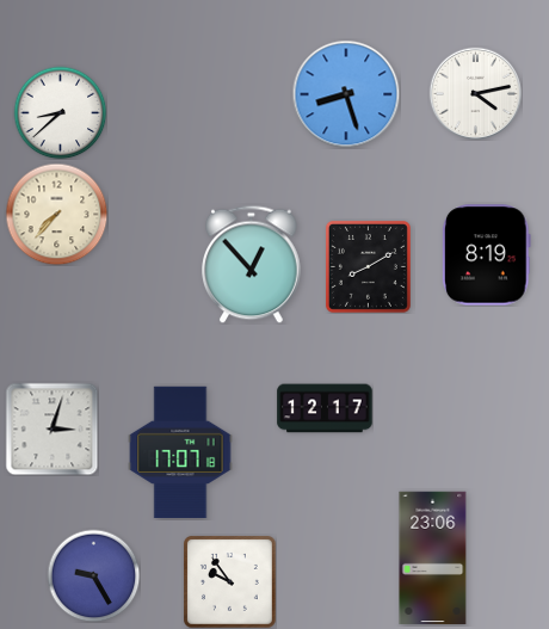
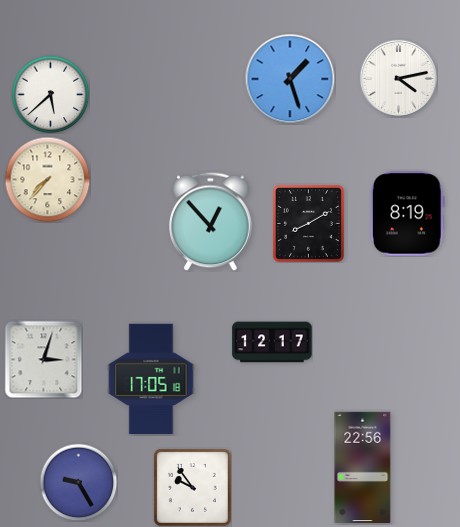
clock at (346, 94): 8:27 -> 1:27
clock at (60, 112): 8:38 -> 5:38
clock at (180, 452): 17:07 -> 17:05
clock at (433, 559): 23:06 -> 22:56
